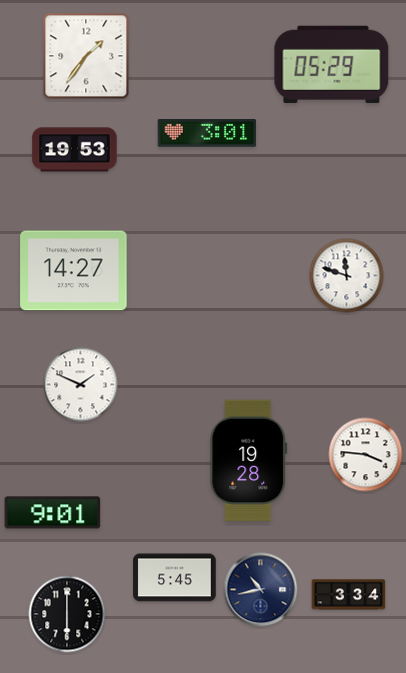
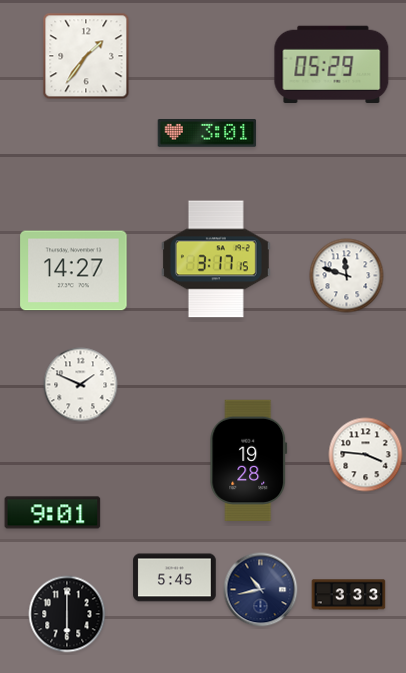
clock at (75, 150): 19:53 -> none
clock at (216, 259): none -> 3:17
clock at (349, 595): 3:34 -> 3:33
